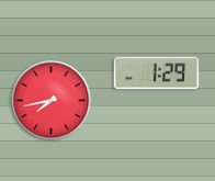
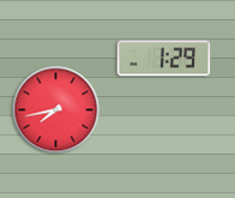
clock at (157, 73) position: (157, 73) -> (164, 59)
